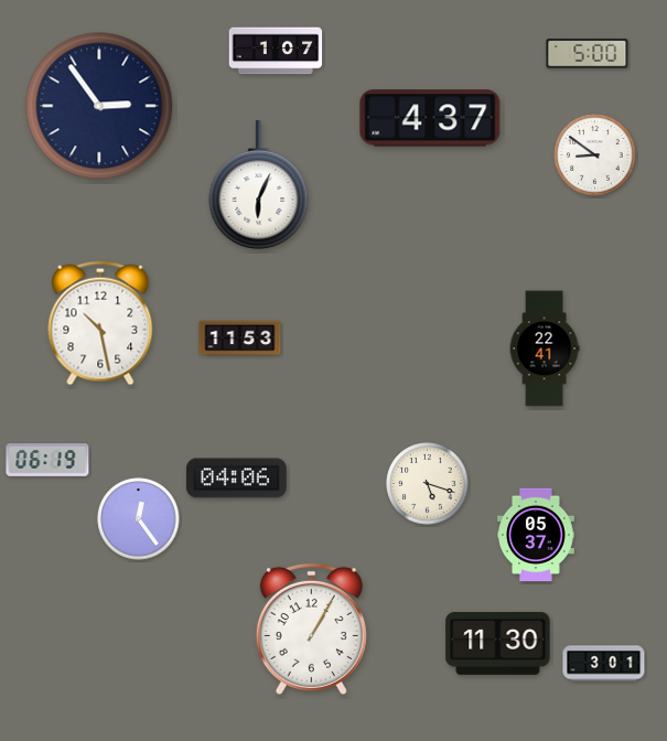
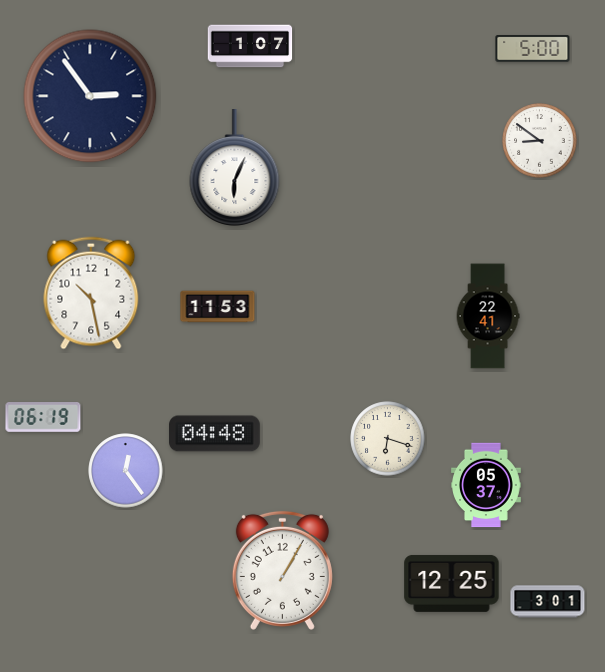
clock at (430, 118): 4:37 -> none
clock at (545, 348) position: (545, 348) -> (488, 316)
clock at (237, 479): 04:06 -> 04:48
clock at (428, 484): 5:18 -> 6:18
clock at (498, 643): 11:30 -> 12:25
